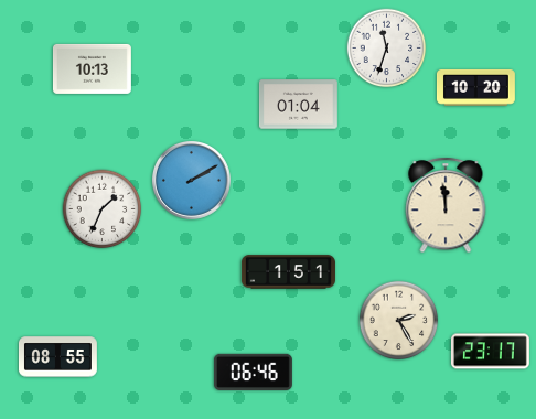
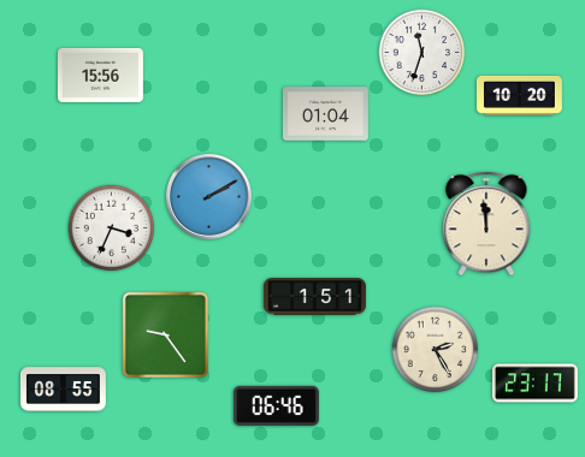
clock at (92, 68): 10:13 -> 15:56
clock at (103, 209): 1:34 -> 3:34
clock at (165, 334): none -> 9:24
